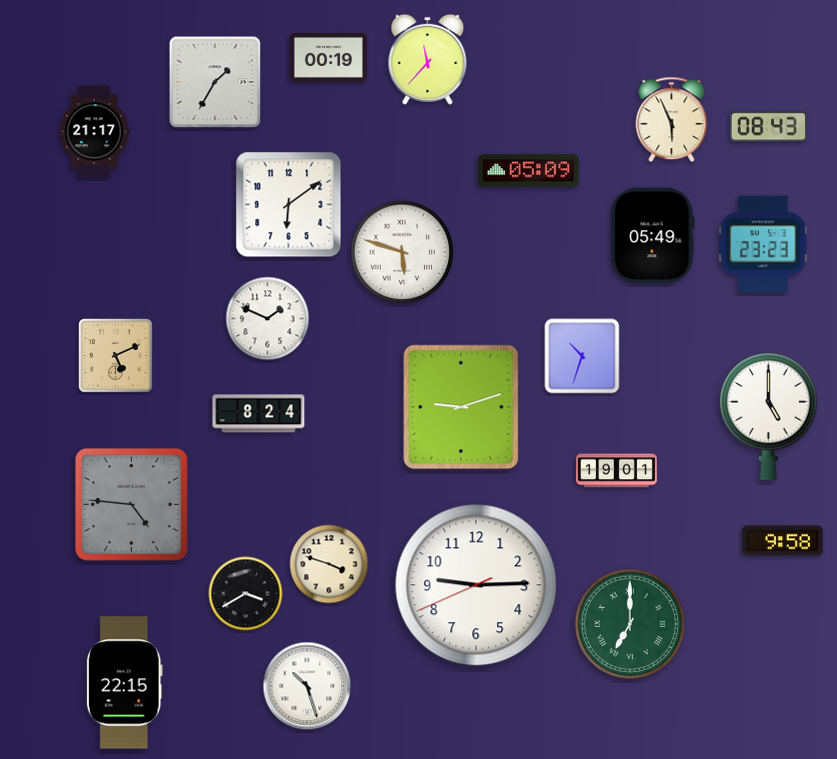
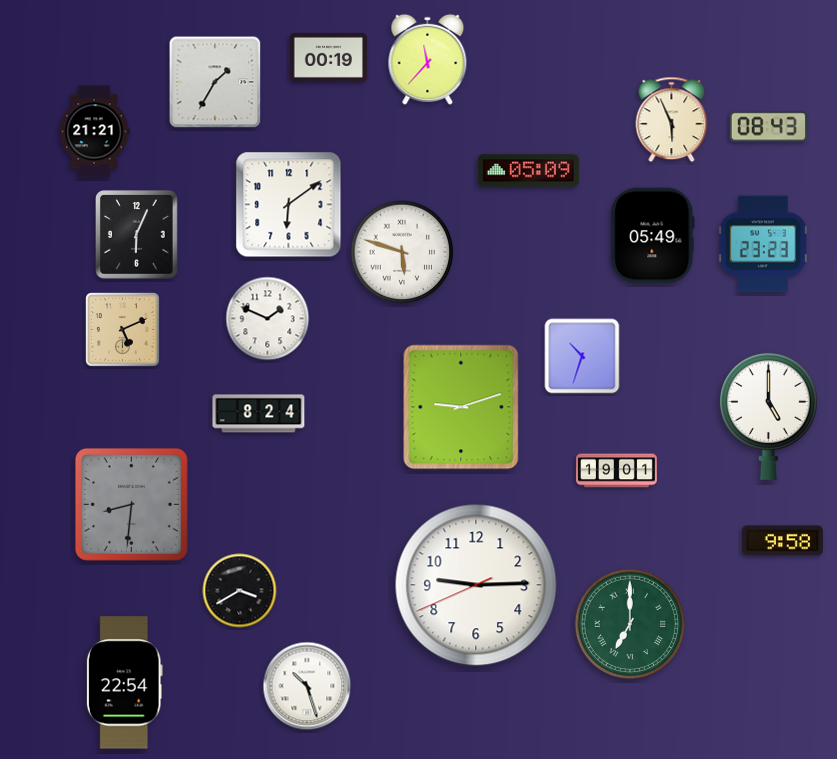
clock at (94, 132): 21:17 -> 21:21
clock at (137, 235): none -> 6:04
clock at (116, 356) position: (116, 356) -> (123, 330)
clock at (131, 504): 4:46 -> 8:31
clock at (329, 564): 3:48 -> none
clock at (246, 594) position: (246, 594) -> (240, 591)
clock at (124, 683): 22:15 -> 22:54
